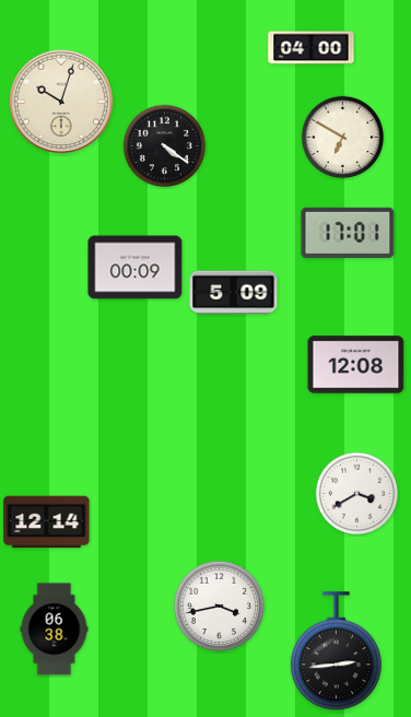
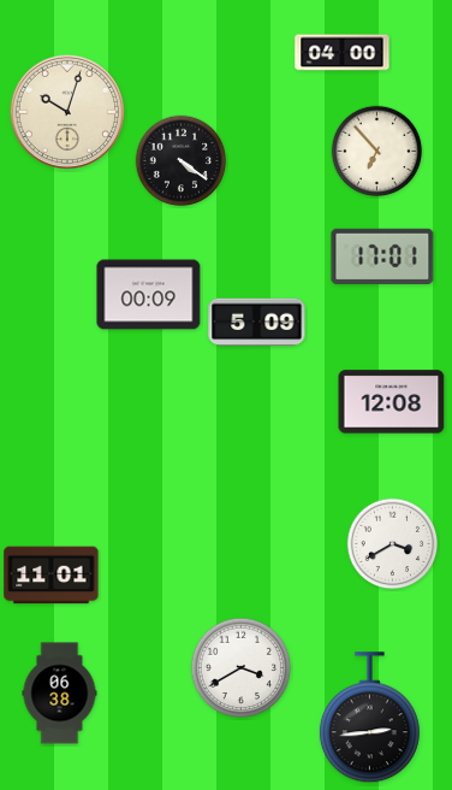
clock at (343, 138): 6:50 -> 6:53
clock at (47, 522): 12:14 -> 11:01
clock at (220, 607): 3:43 -> 3:40
